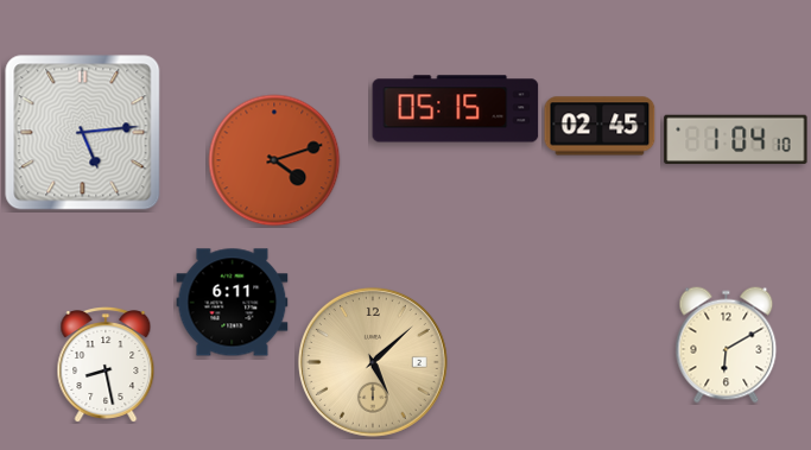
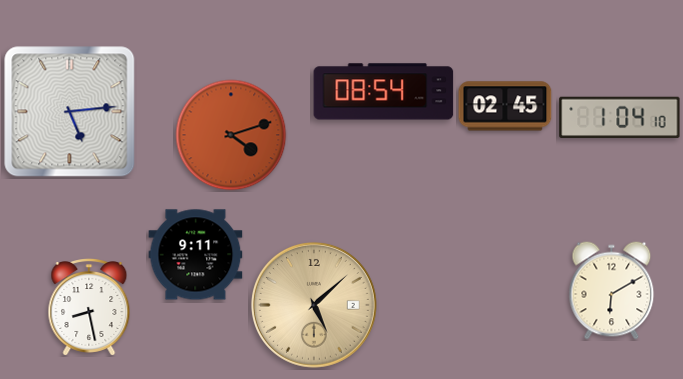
clock at (456, 109): 05:15 -> 08:54
clock at (233, 303): 6:11 -> 9:11
